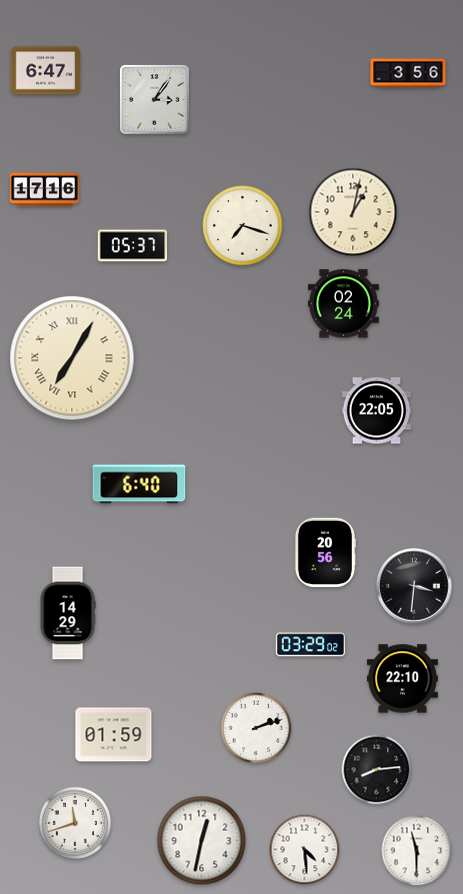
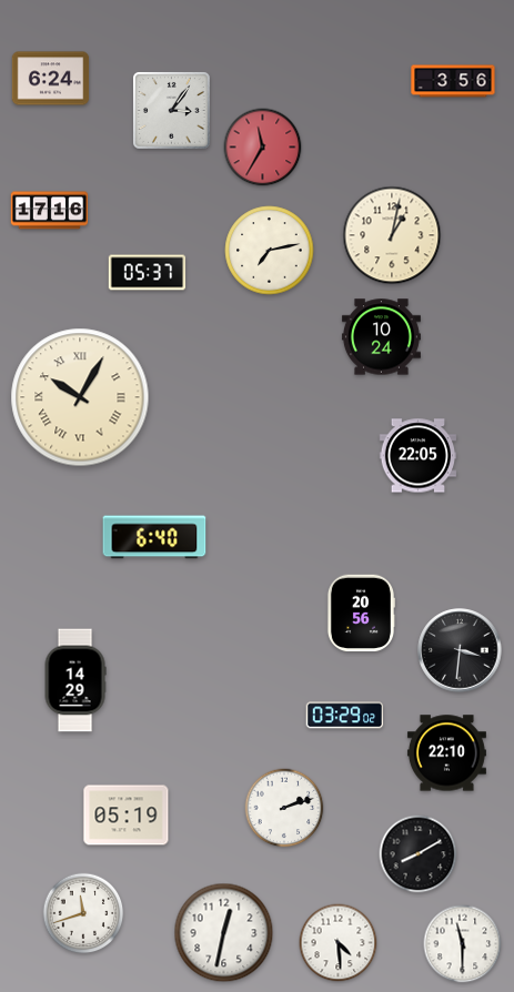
clock at (46, 71): 6:47 -> 6:24
clock at (263, 148): none -> 11:35
clock at (243, 226): 7:18 -> 7:13
clock at (343, 304): 02:24 -> 10:24
clock at (72, 358): 7:05 -> 10:05
clock at (114, 735): 01:59 -> 05:19
clock at (377, 770): 8:14 -> 8:10
